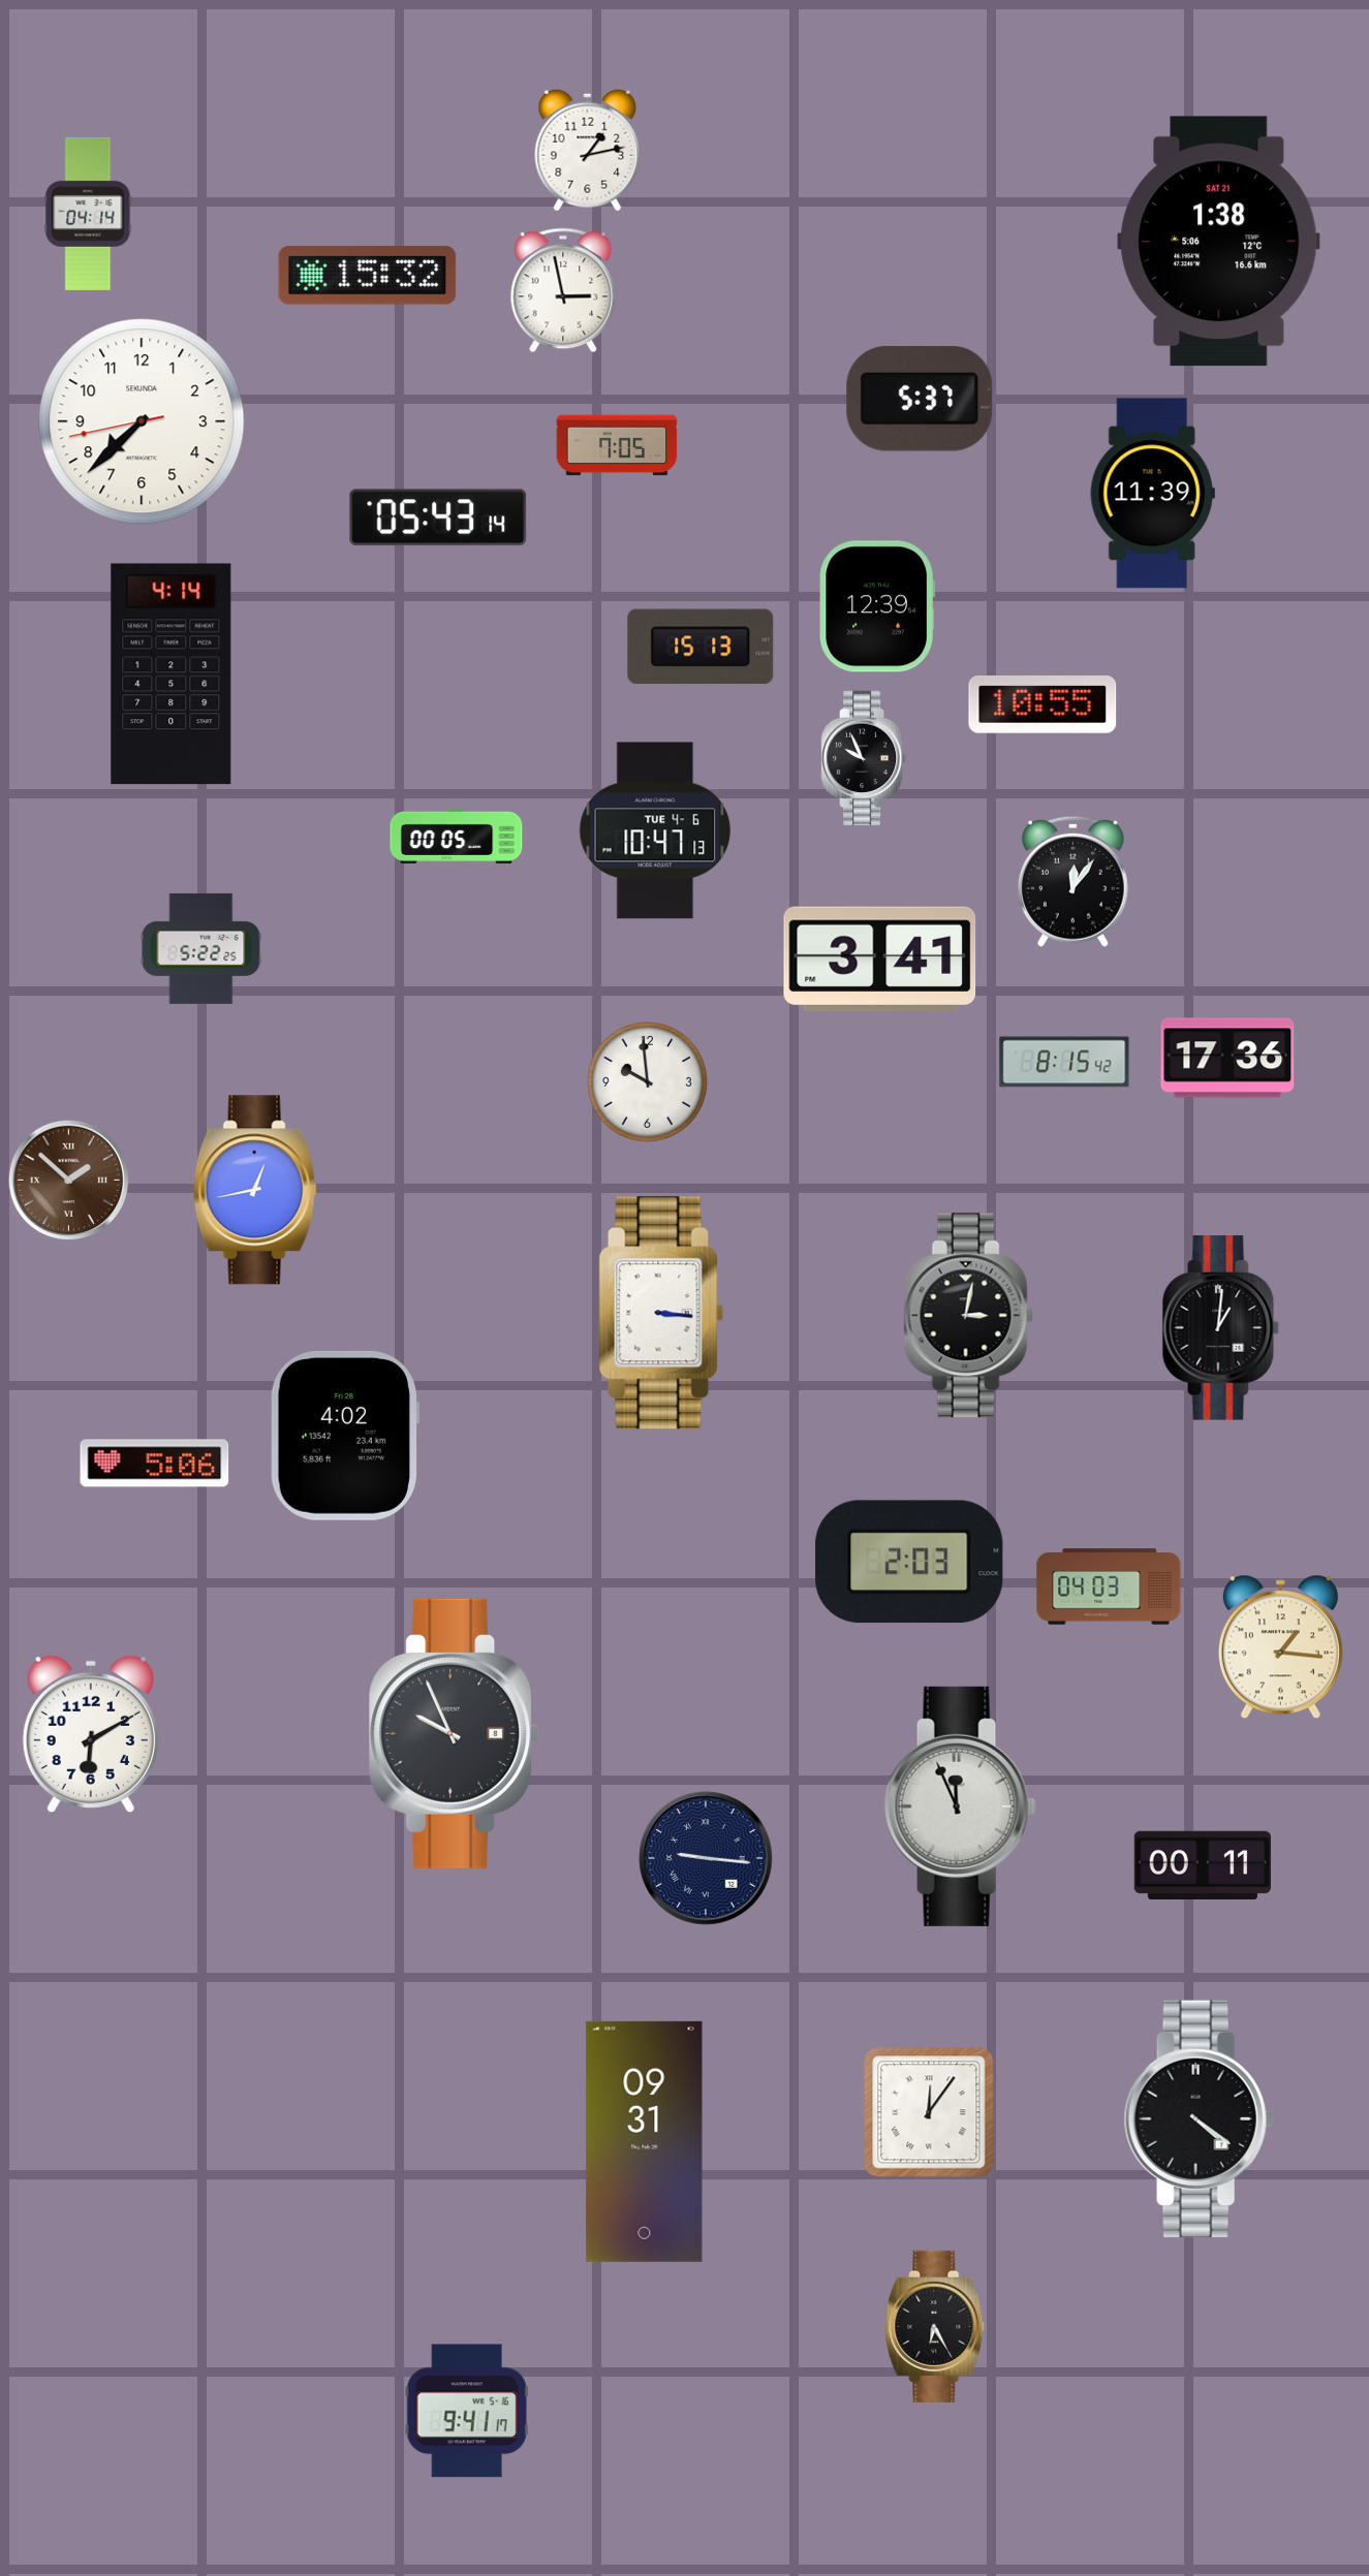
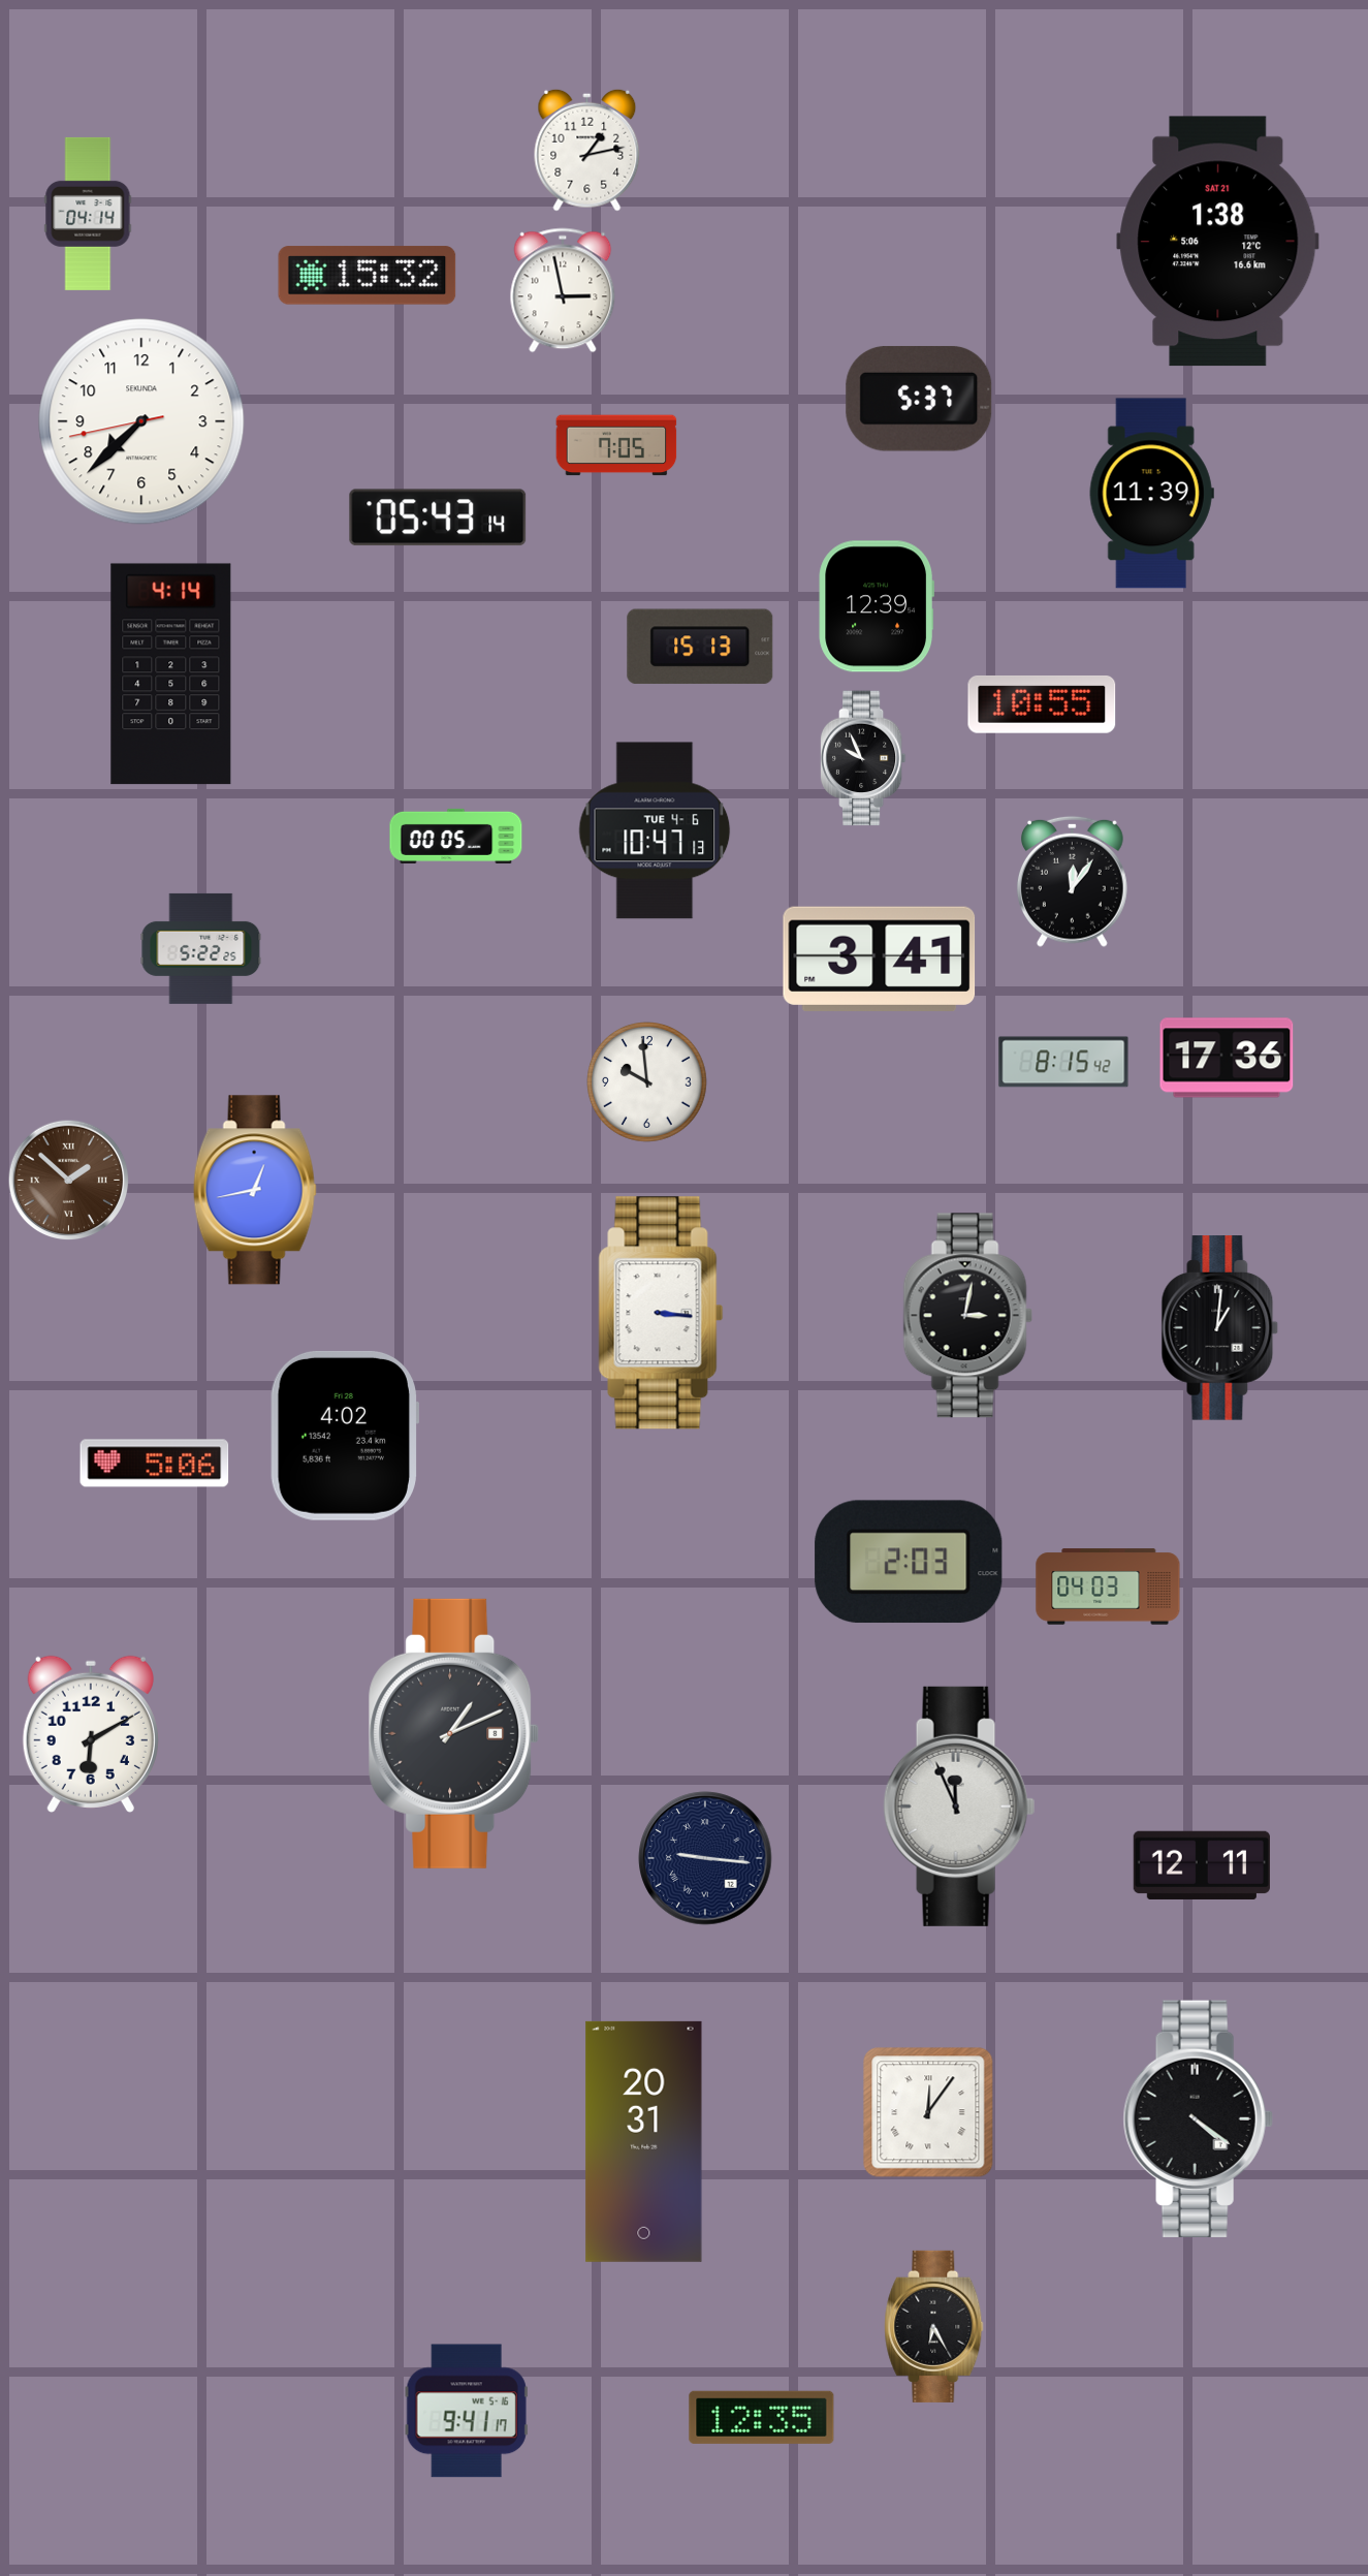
clock at (1280, 1647): 1:16 -> none
clock at (455, 1733): 9:56 -> 1:11
clock at (1203, 1865): 00:11 -> 12:11
clock at (645, 2141): 09:31 -> 20:31
clock at (762, 2417): none -> 12:35
